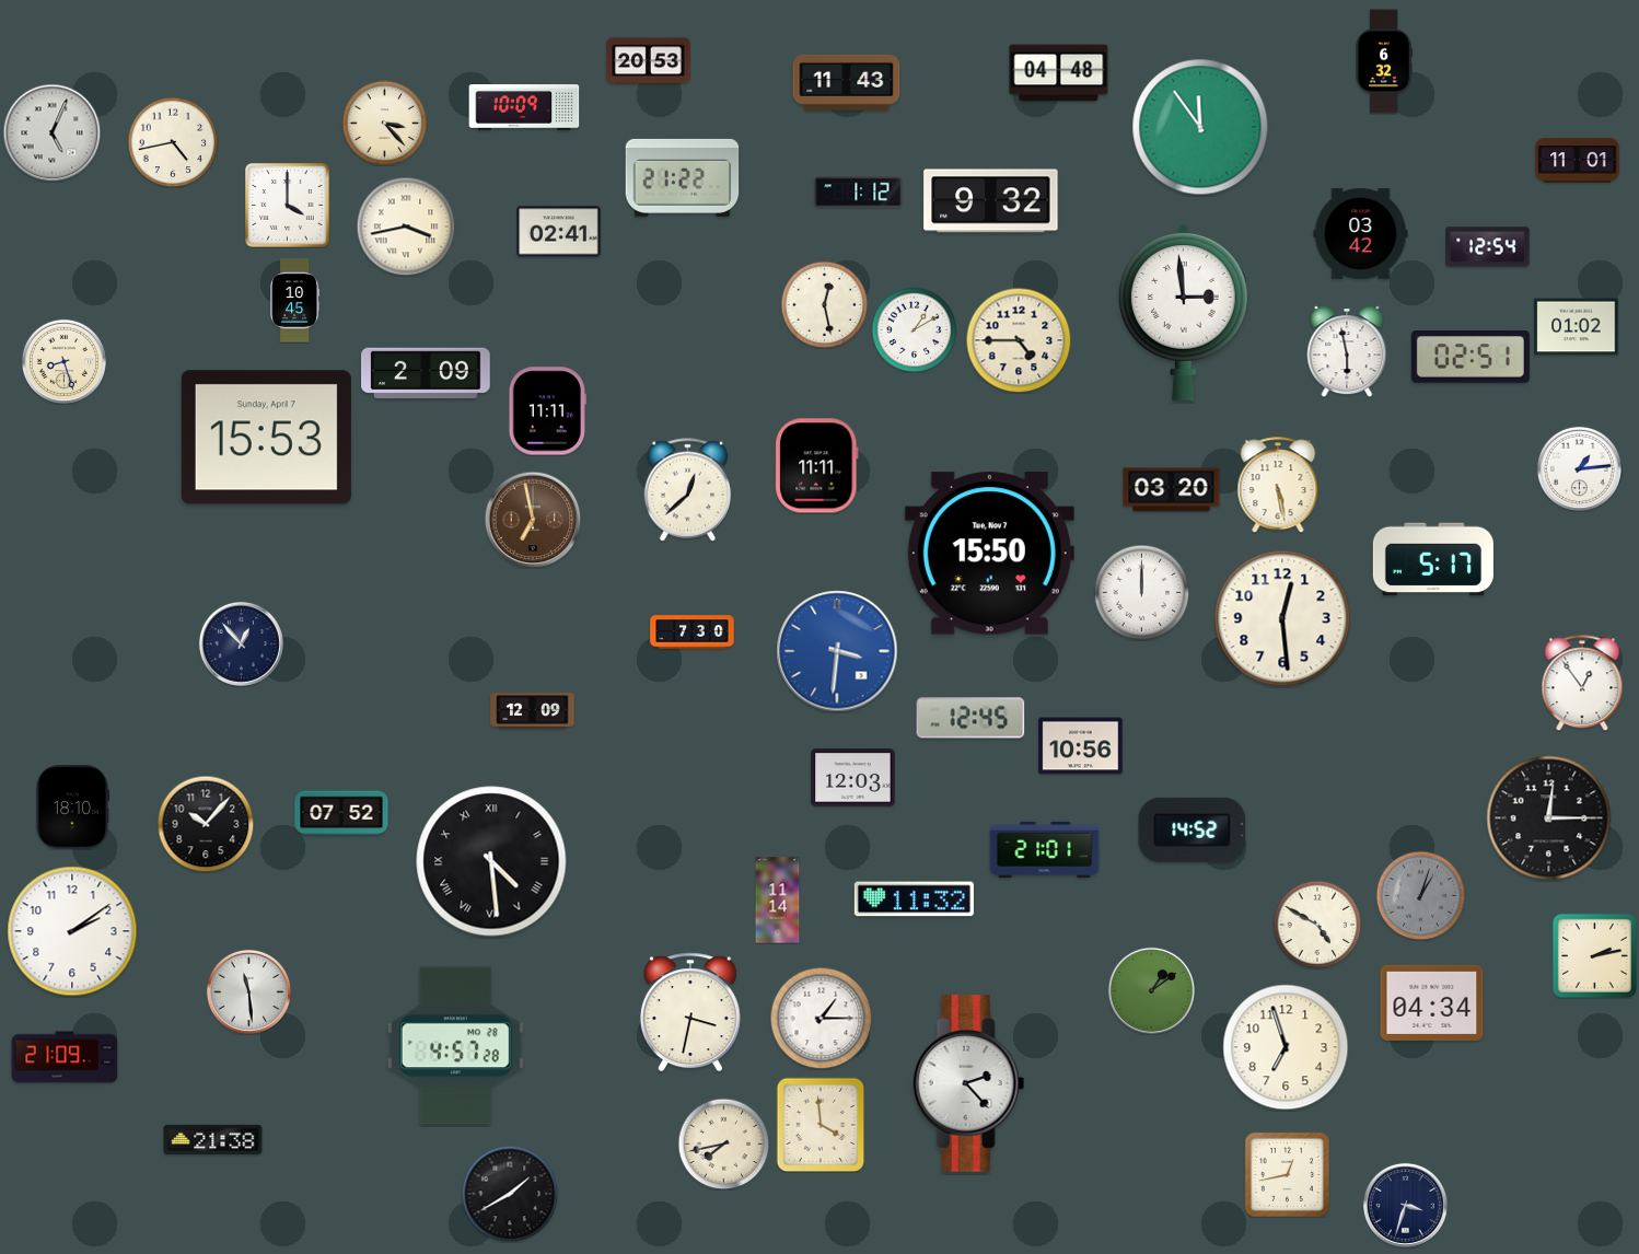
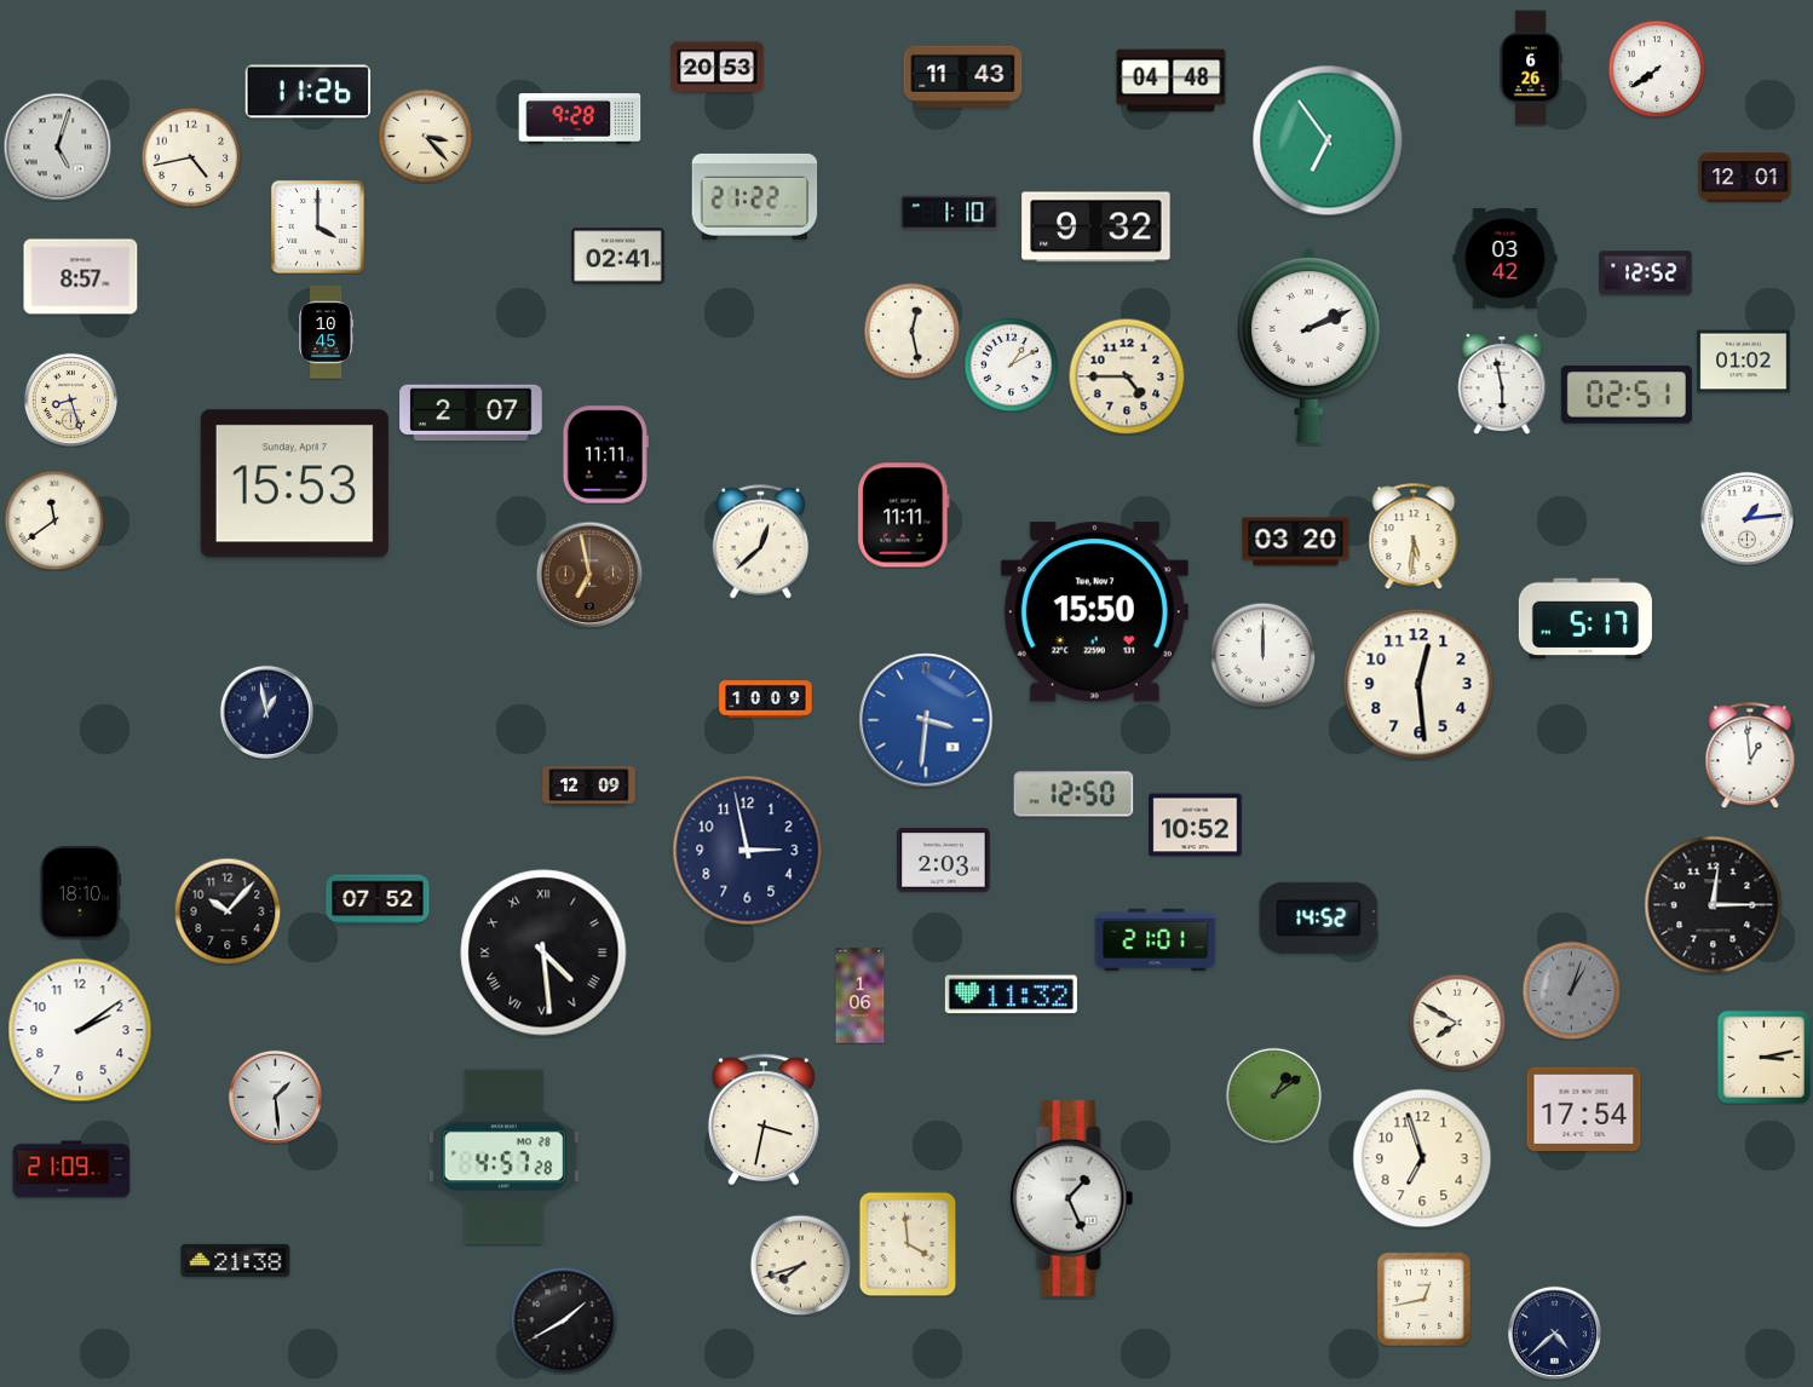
clock at (1384, 61): 6:32 -> 6:26
clock at (1657, 69): none -> 7:39
clock at (847, 82) position: (847, 82) -> (963, 76)
clock at (309, 92): none -> 11:26
clock at (524, 107): 10:09 -> 9:28
clock at (1200, 127): 11:54 -> 6:54
clock at (51, 132): 5:04 -> 5:03
clock at (1578, 161): 11:01 -> 12:01
clock at (859, 193): 1:12 -> 1:10
clock at (991, 201) position: (991, 201) -> (1097, 228)
clock at (406, 227): 3:43 -> none
clock at (1488, 247): 12:54 -> 12:52
clock at (81, 277): none -> 8:57
clock at (824, 304) position: (824, 304) -> (911, 330)
clock at (1183, 312): 2:59 -> 2:11
clock at (1347, 351) position: (1347, 351) -> (1502, 384)
clock at (426, 373): 2:09 -> 2:07
clock at (54, 520): none -> 11:39
clock at (1278, 485): 5:28 -> 5:31
clock at (693, 632): 7:30 -> 10:09
clock at (241, 643): 12:53 -> 12:58
clock at (1582, 683): 12:54 -> 12:59
clock at (970, 718): 12:45 -> 12:50
clock at (1081, 746): 10:56 -> 10:52
clock at (748, 851): none -> 2:58
clock at (853, 778): 12:03 -> 2:03
clock at (778, 901): 11:14 -> 1:06
clock at (1317, 925): 4:50 -> 7:50
clock at (1594, 955): 2:13 -> 3:13
clock at (248, 991): 11:29 -> 1:29
clock at (1432, 1002): 04:34 -> 17:54
clock at (821, 1018): 1:15 -> none
clock at (968, 1083): 2:23 -> 1:26
clock at (723, 1143): 7:43 -> 7:42
clock at (1405, 1205): 3:33 -> 4:38
